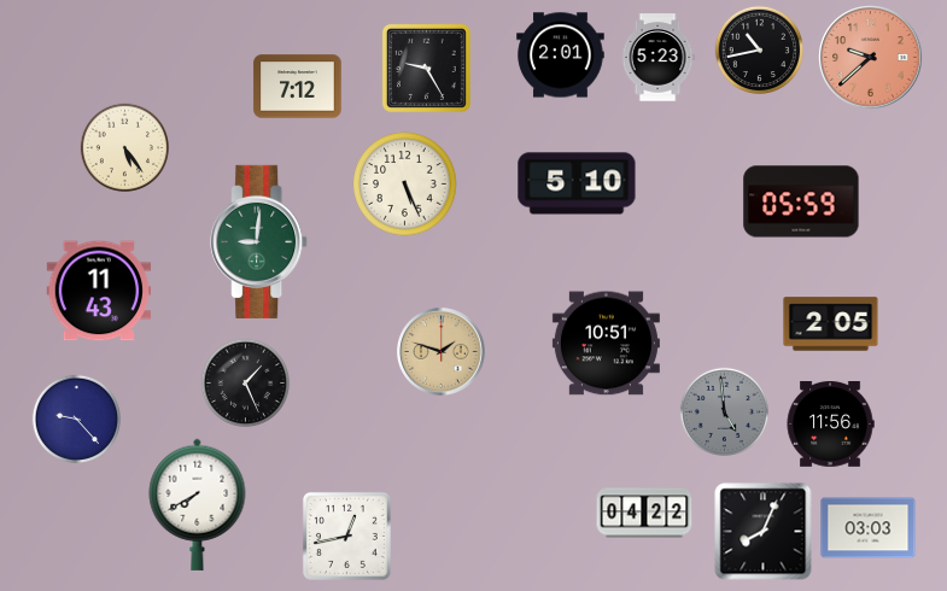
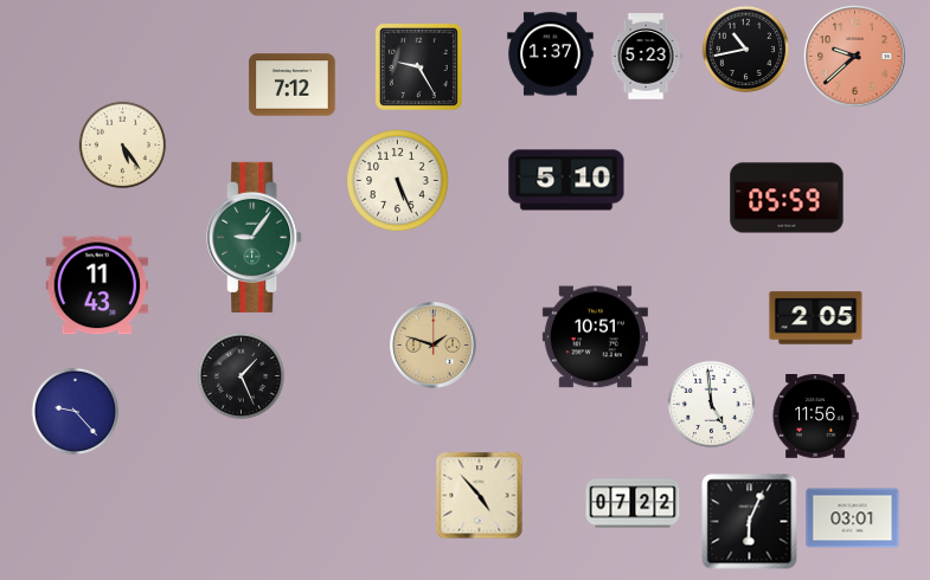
clock at (561, 55): 2:01 -> 1:37
clock at (259, 241): 9:01 -> 9:06
clock at (724, 411) dial: grey -> white
clock at (198, 504): 7:40 -> none
clock at (480, 496): none -> 4:53
clock at (644, 513): 04:22 -> 07:22
clock at (869, 528): 03:03 -> 03:01
clock at (764, 532): 8:04 -> 6:04
clock at (346, 536): 12:43 -> none
